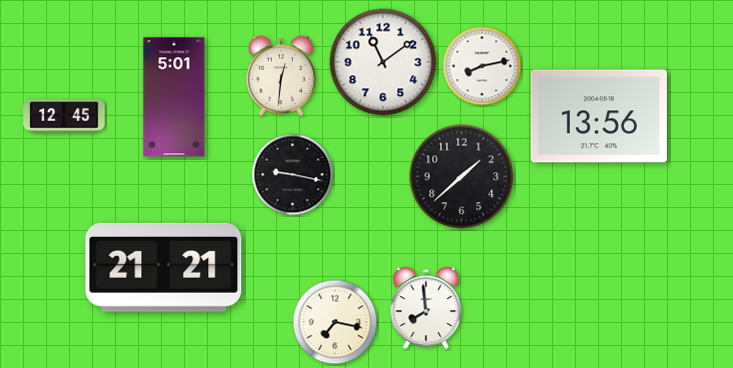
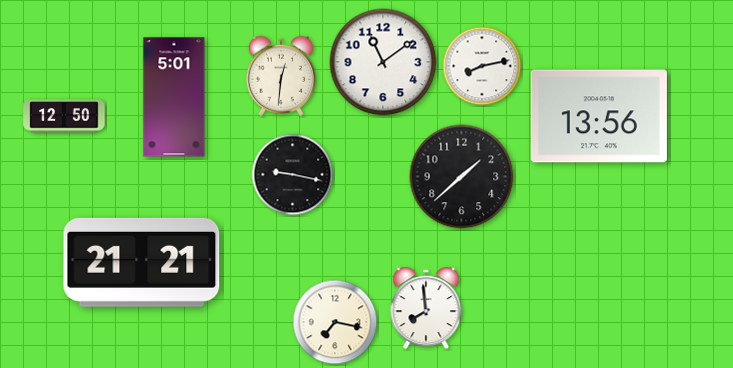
clock at (64, 116): 12:45 -> 12:50
clock at (164, 267) position: (164, 267) -> (142, 262)
